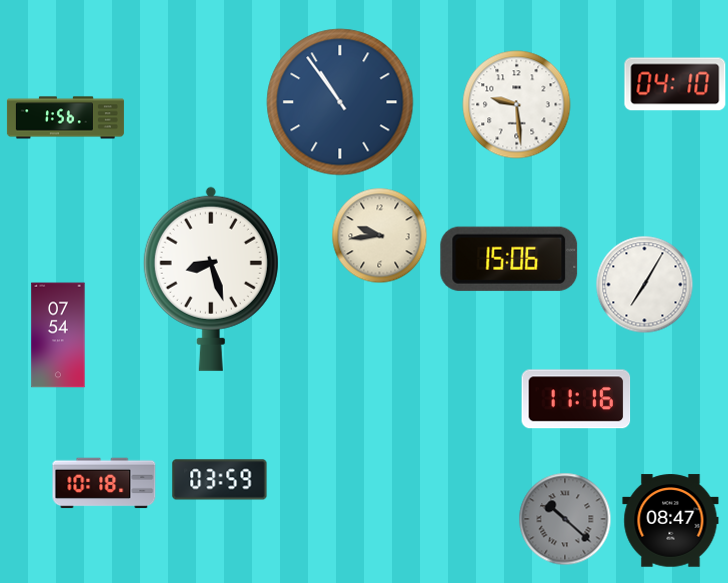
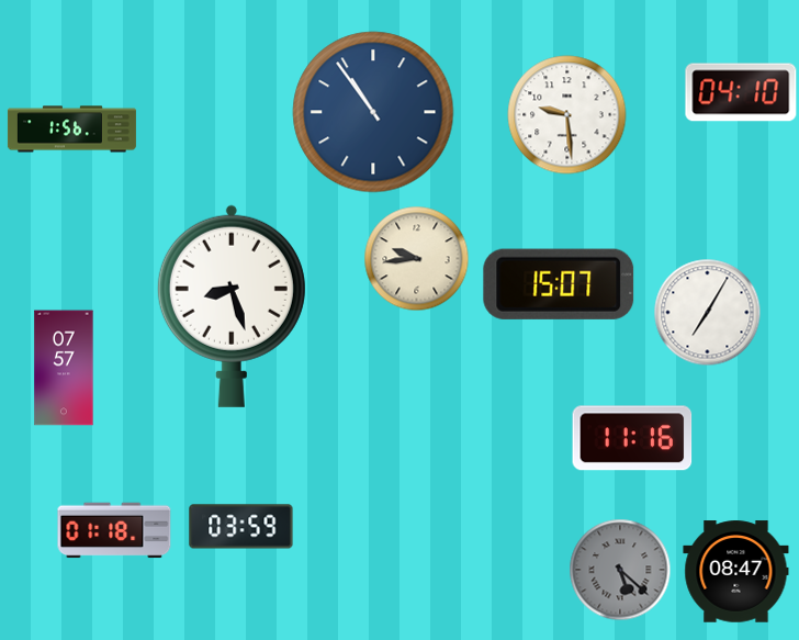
clock at (509, 259): 15:06 -> 15:07
clock at (58, 335): 07:54 -> 07:57
clock at (104, 483): 10:18 -> 01:18
clock at (565, 519): 10:22 -> 5:22
